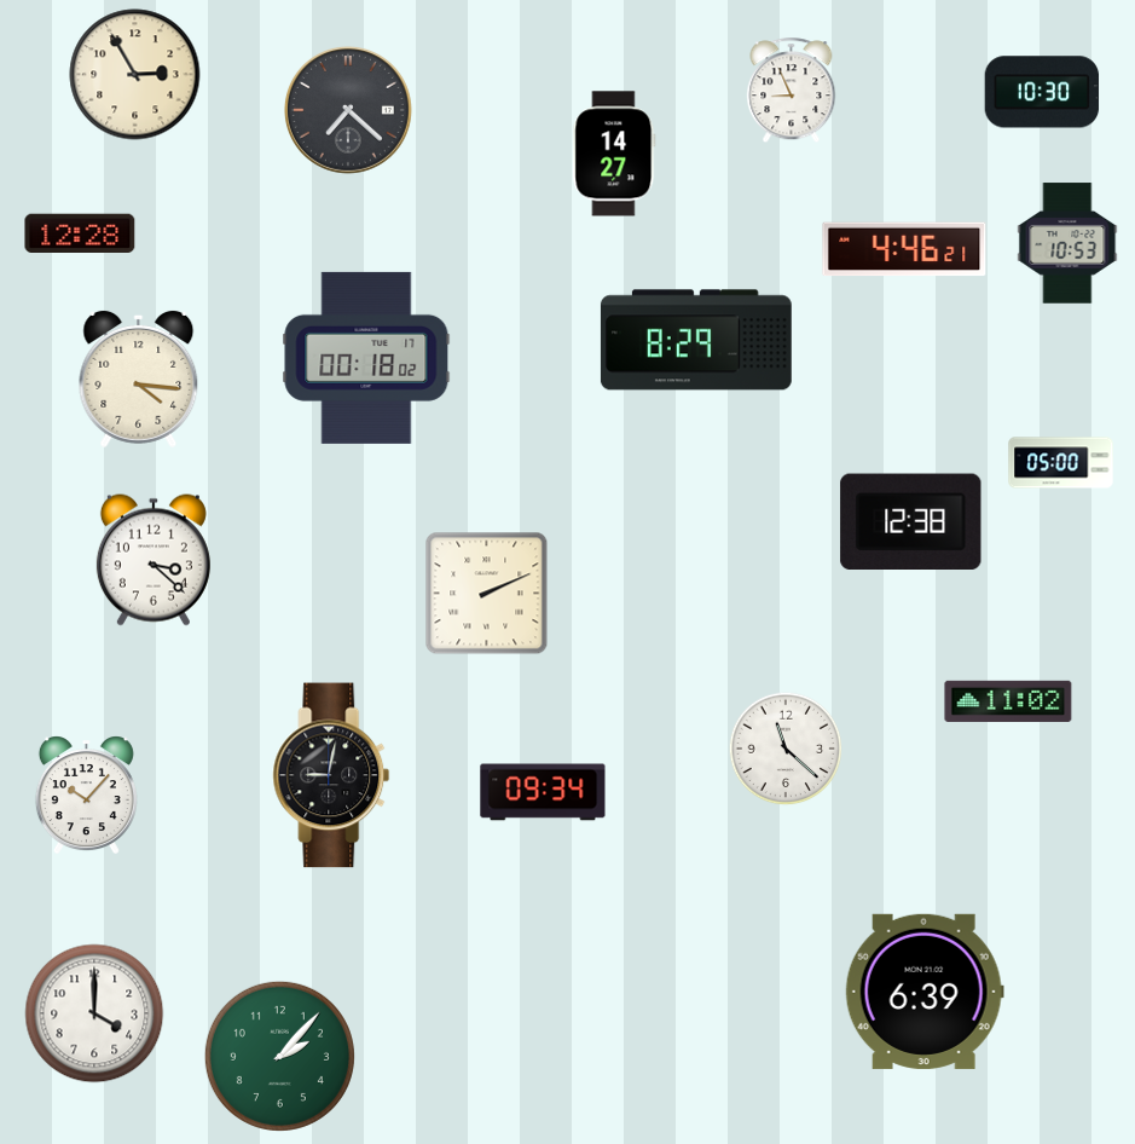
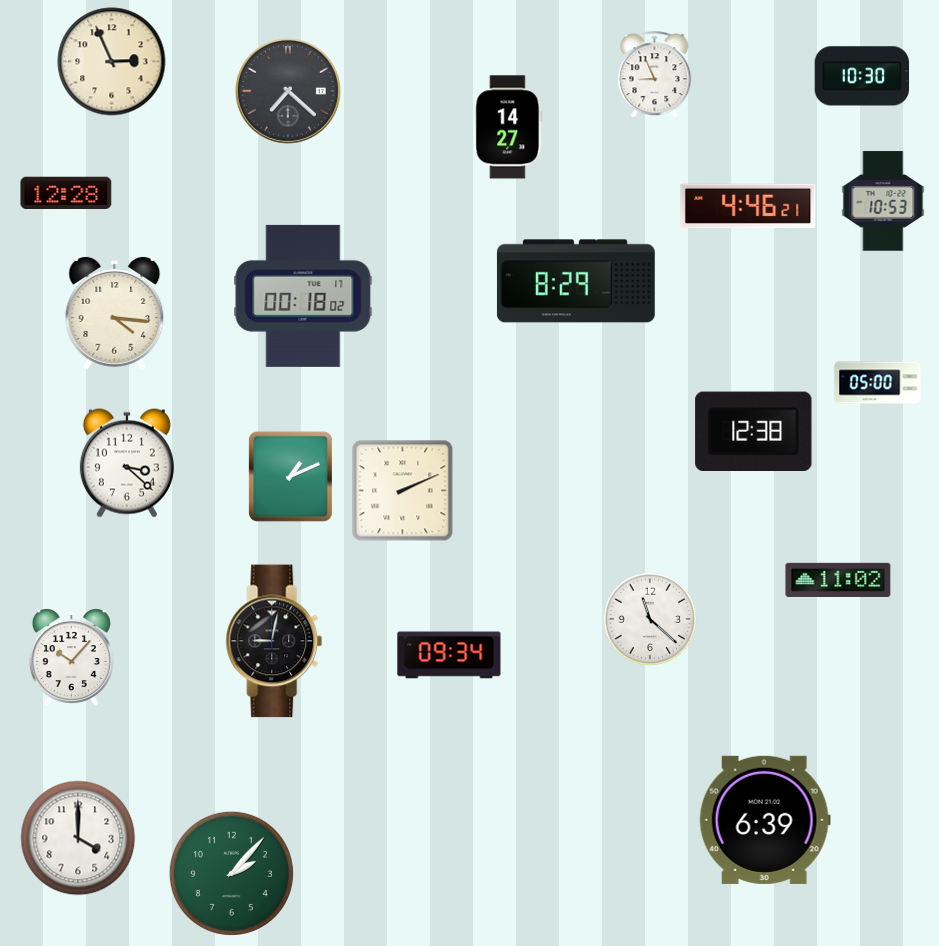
clock at (135, 75): 2:55 -> 2:56
clock at (290, 476): none -> 1:11
clock at (1008, 700) position: (1008, 700) -> (838, 579)
